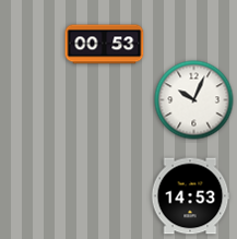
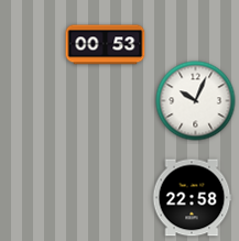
clock at (190, 196): 14:53 -> 22:58
